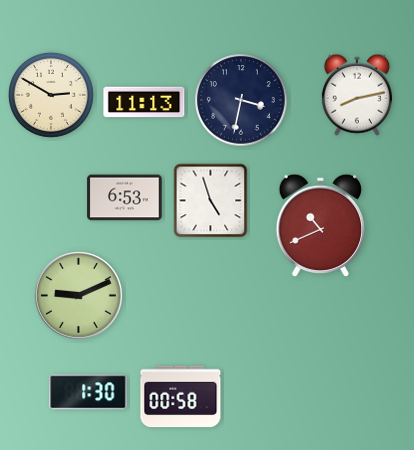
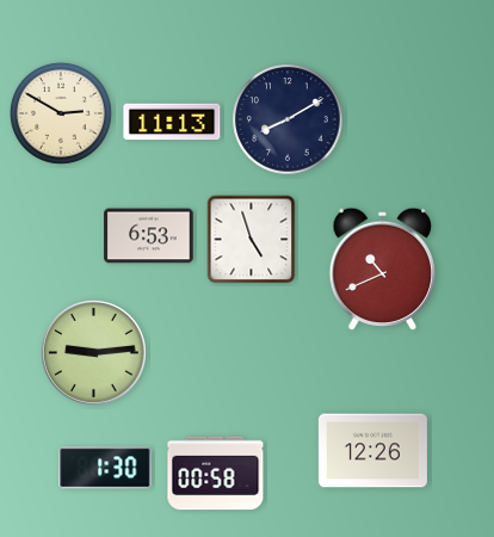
clock at (357, 95): 8:13 -> none
clock at (241, 100): 3:32 -> 8:10
clock at (79, 296): 9:11 -> 9:14
clock at (372, 451): none -> 12:26
